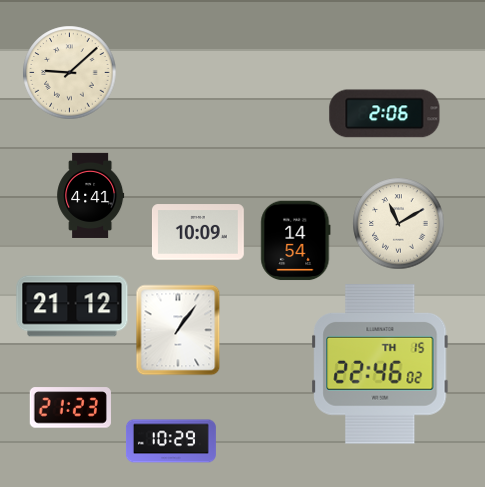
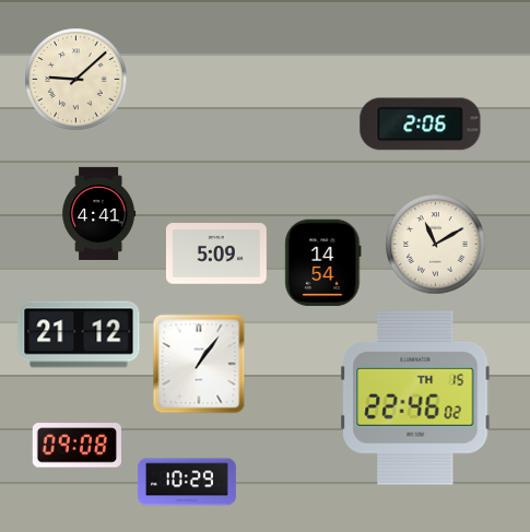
clock at (198, 232): 10:09 -> 5:09
clock at (178, 330) position: (178, 330) -> (199, 364)
clock at (70, 408): 21:23 -> 09:08
